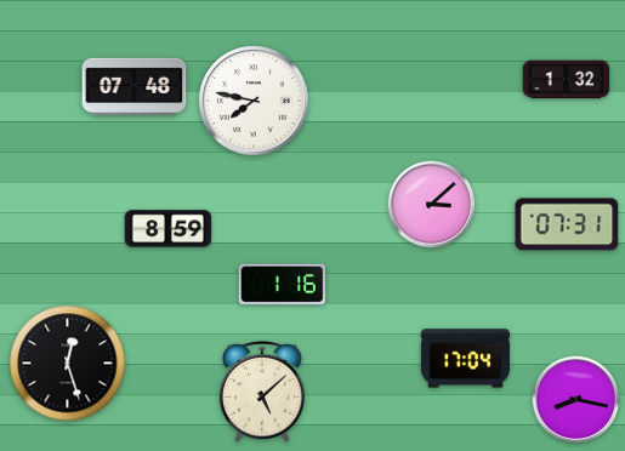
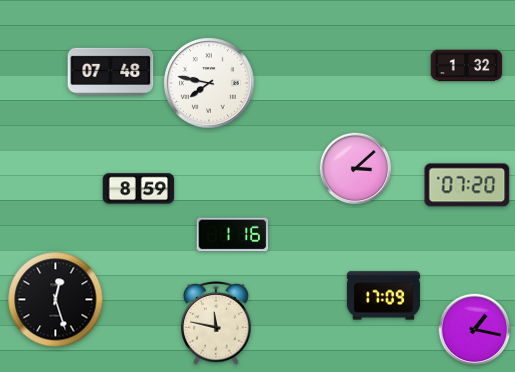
clock at (567, 224): 07:31 -> 07:20
clock at (465, 359): 17:04 -> 17:09
clock at (262, 393): 5:08 -> 11:47
clock at (576, 400): 8:17 -> 1:17
